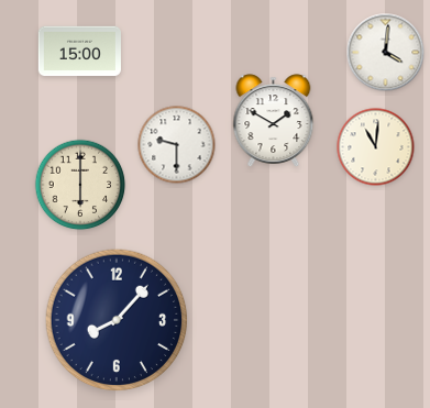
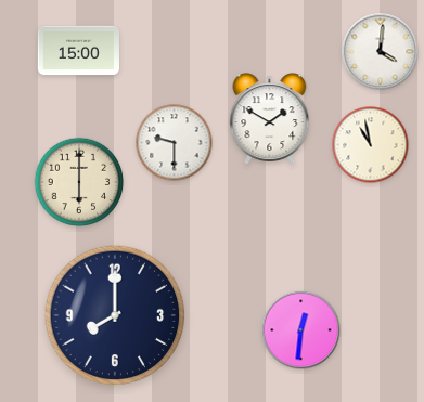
clock at (376, 147): 11:01 -> 10:58
clock at (117, 320): 8:07 -> 8:00
clock at (301, 330): none -> 12:31
